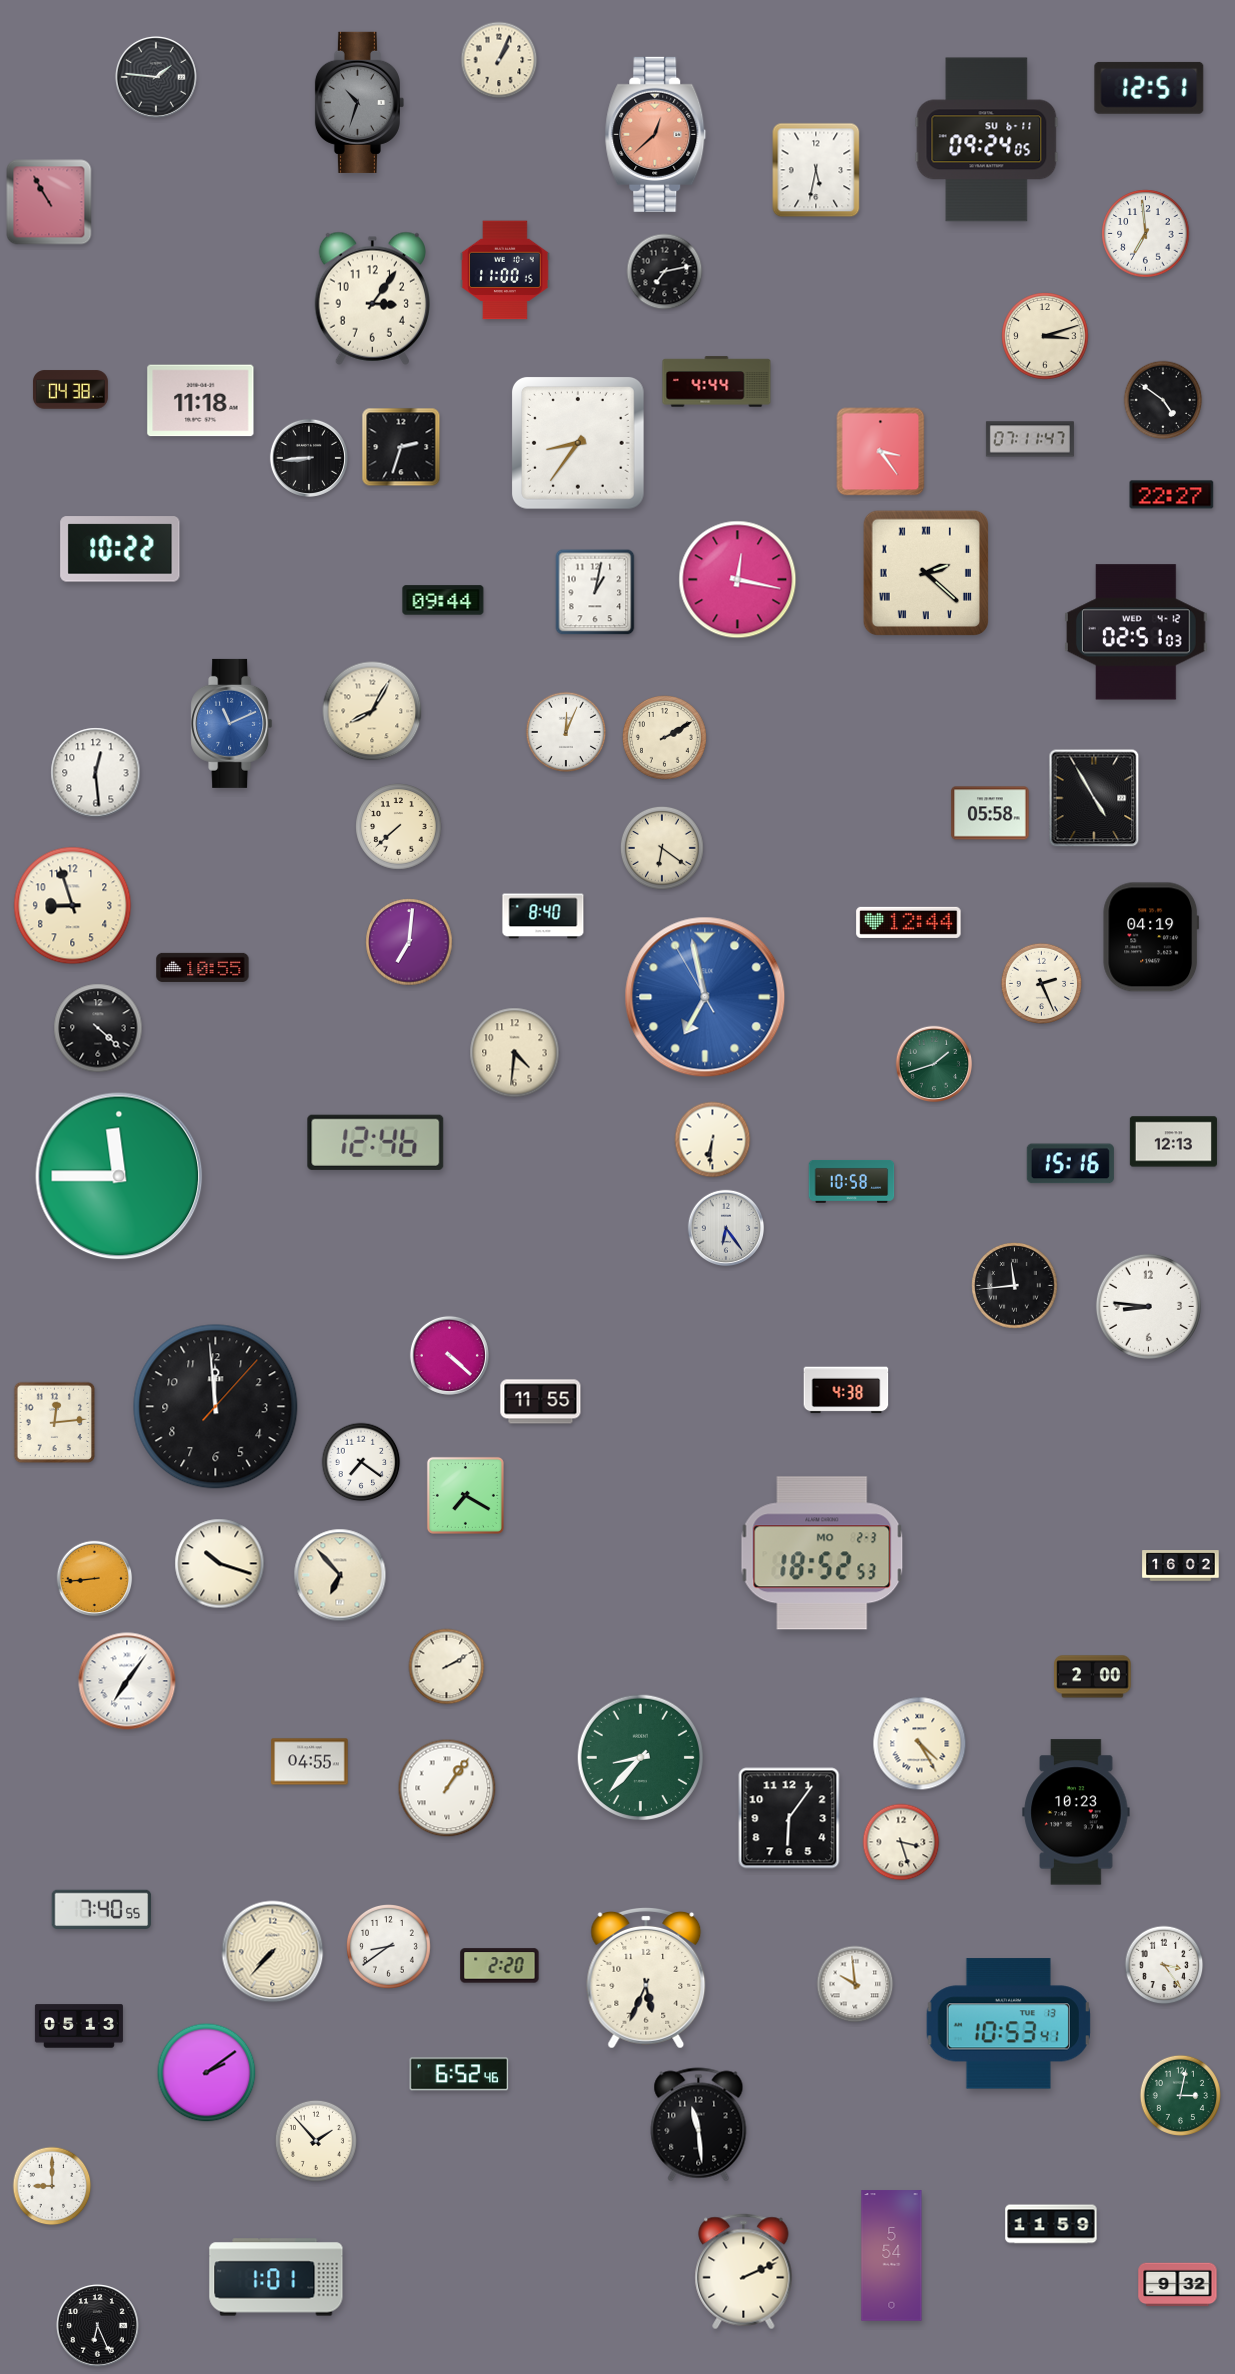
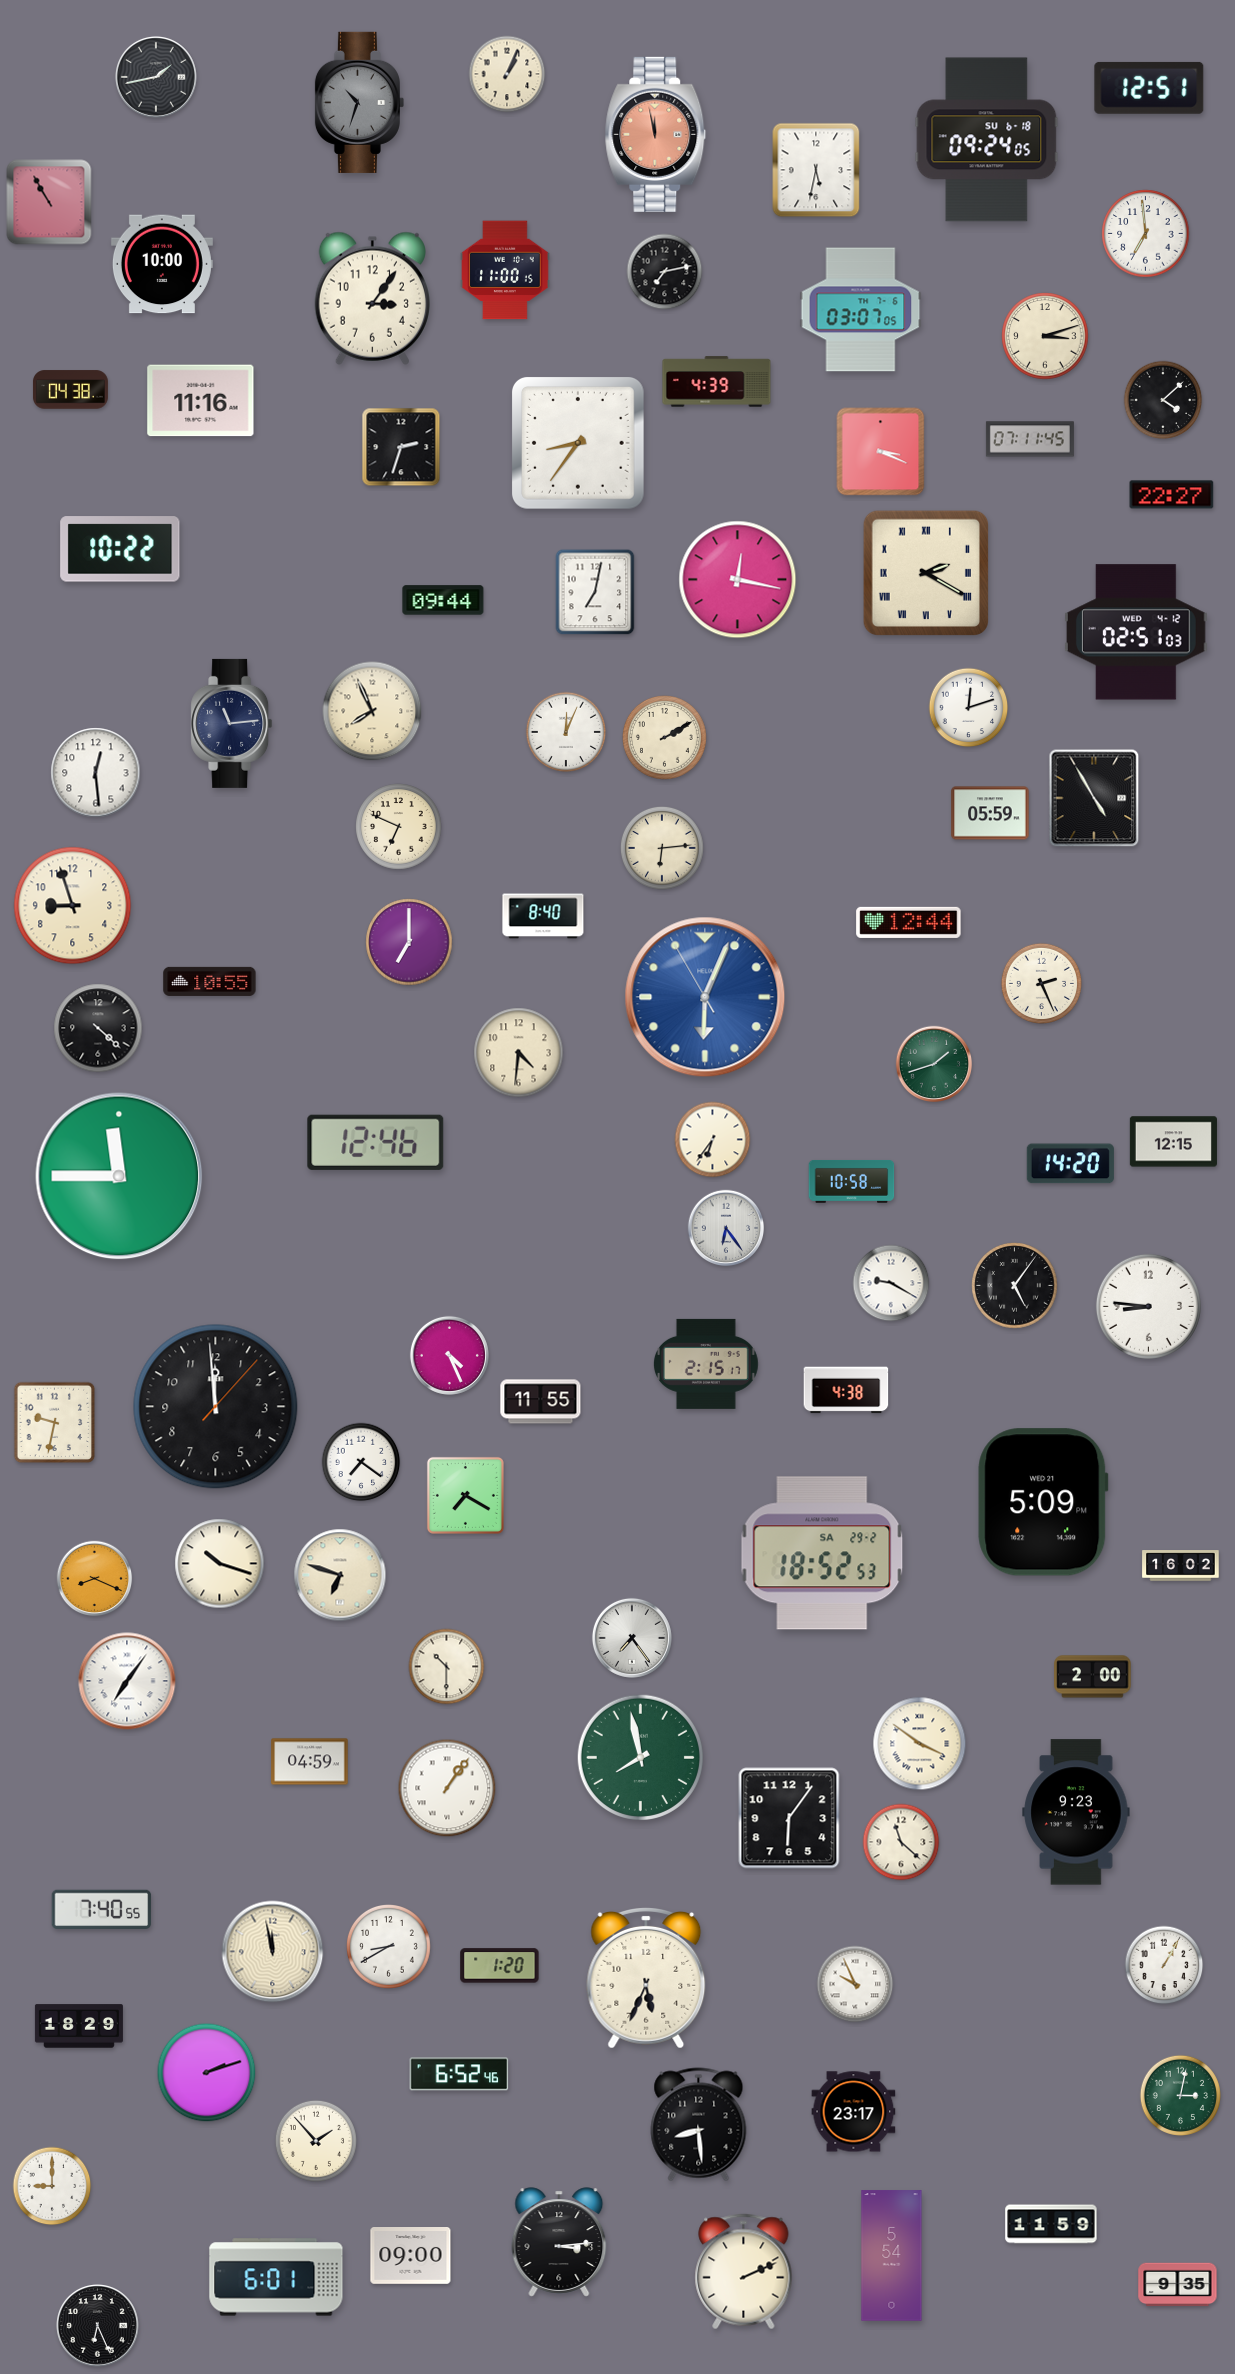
clock at (499, 60) position: (499, 60) -> (507, 74)
clock at (156, 77): 1:46 -> 1:43
clock at (656, 134): 12:38 -> 11:58
clock at (987, 140) date: SU 6-11 -> SU 6-18
clock at (162, 264): none -> 10:00
clock at (861, 310): none -> 03:07
clock at (717, 382): 4:44 -> 4:39
clock at (1163, 400): 4:51 -> 4:08
clock at (201, 401): 11:18 -> 11:16
clock at (1030, 439): 07:11:47 -> 07:11:45
clock at (881, 452): 3:24 -> 3:19
clock at (309, 458): 8:44 -> none
clock at (925, 572): 2:22 -> 2:20
clock at (595, 592): 1:02 -> 7:02
clock at (969, 708): none -> 12:12
clock at (372, 711): 8:05 -> 7:56
clock at (232, 723): 11:11 -> 11:14
clock at (232, 723) dial: blue -> navy
clock at (990, 813): 05:58 -> 05:59
clock at (399, 827): 7:38 -> 6:49
clock at (662, 848): 6:21 -> 6:14
clock at (1151, 937): 04:19 -> none
clock at (409, 942): 7:01 -> 7:00
clock at (203, 967) position: (203, 967) -> (210, 981)
clock at (705, 997): 6:57 -> 6:03
clock at (515, 1053) position: (515, 1053) -> (519, 1053)
clock at (713, 1140): 6:31 -> 6:36
clock at (1173, 1142): 12:13 -> 12:15
clock at (1070, 1164): 15:16 -> 14:20
clock at (891, 1283): none -> 9:20
clock at (1015, 1286): 11:44 -> 5:06
clock at (449, 1355): 4:22 -> 4:26
clock at (706, 1364): none -> 2:15
clock at (55, 1423): 12:14 -> 9:32
clock at (1043, 1502): none -> 5:09
clock at (822, 1553) date: MO 2-3 -> SA 29-2
clock at (340, 1575): 6:53 -> 6:48
clock at (95, 1579): 8:44 -> 8:19
clock at (632, 1638): none -> 7:24
clock at (447, 1667): 2:10 -> 10:30
clock at (920, 1744): 4:25 -> 3:51
clock at (640, 1757): 8:37 -> 7:58
clock at (310, 1762): 04:55 -> 04:59
clock at (1076, 1812): 10:23 -> 9:23
clock at (901, 1842): 3:27 -> 11:22
clock at (389, 1947): 8:39 -> 8:40
clock at (273, 1952): 7:37 -> 11:58
clock at (1164, 1965): 3:24 -> 1:05
clock at (500, 1966): 2:20 -> 1:20
clock at (855, 1984): 9:59 -> 9:56
clock at (1008, 2024): 10:53 -> none
clock at (79, 2026): 05:13 -> 18:29
clock at (207, 2073): 2:09 -> 2:12
clock at (854, 2112): none -> 23:17
clock at (699, 2125): 11:29 -> 8:29
clock at (559, 2242): none -> 3:14
clock at (411, 2256): none -> 09:00
clock at (276, 2277): 1:01 -> 6:01
clock at (1178, 2285): 9:32 -> 9:35
